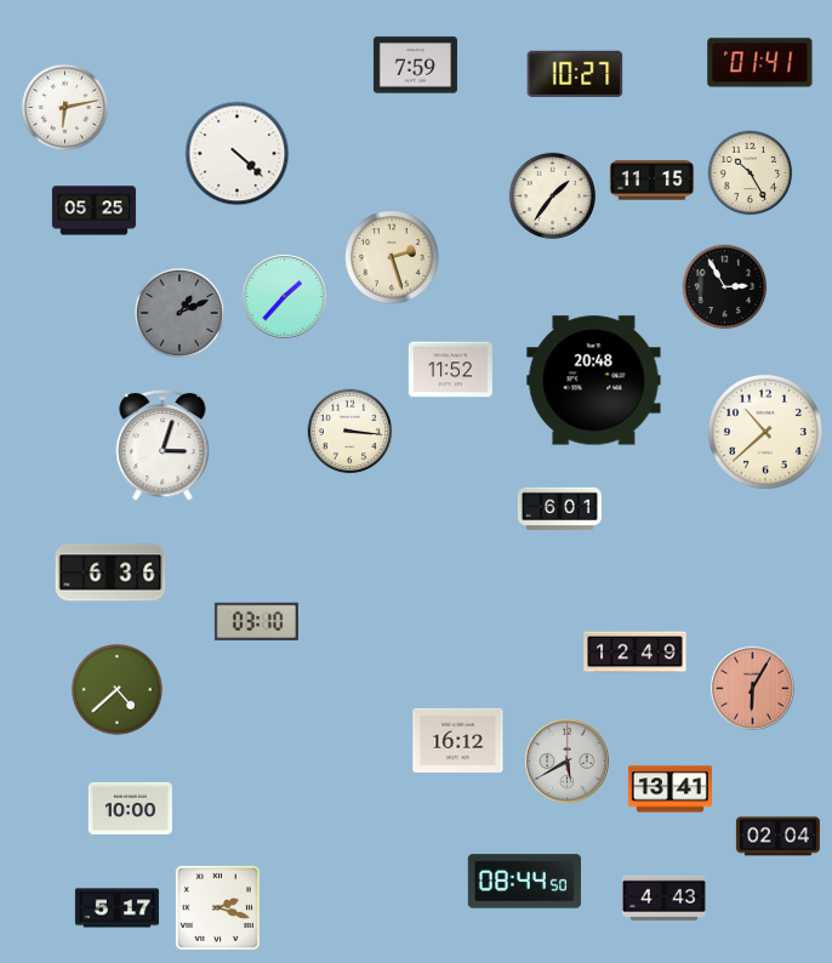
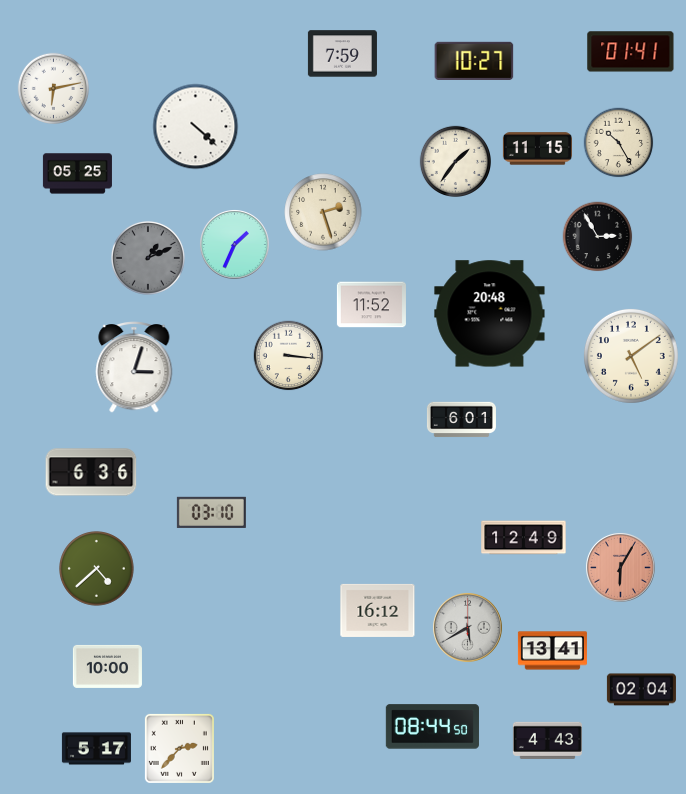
clock at (760, 63) position: (760, 63) -> (631, 52)
clock at (285, 297): 1:37 -> 1:34
clock at (765, 432): 10:38 -> 5:09
clock at (217, 907): 2:18 -> 2:37
